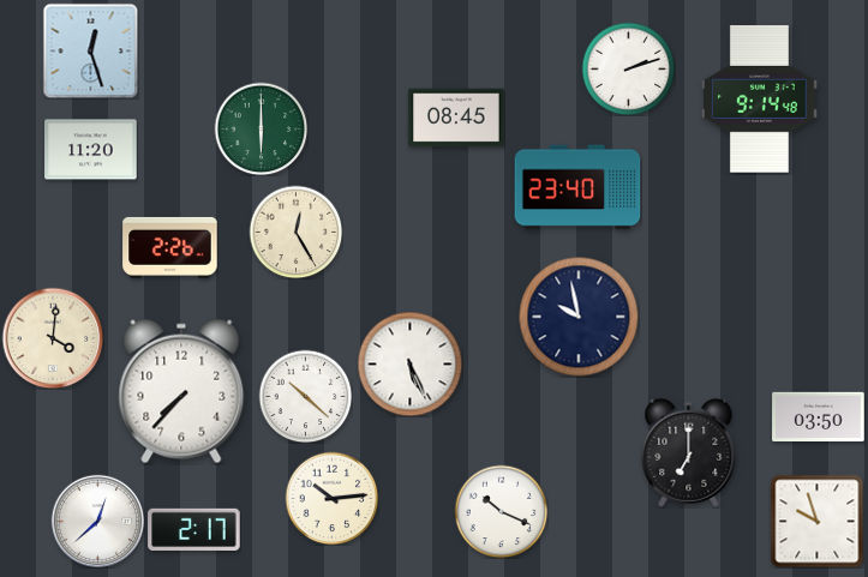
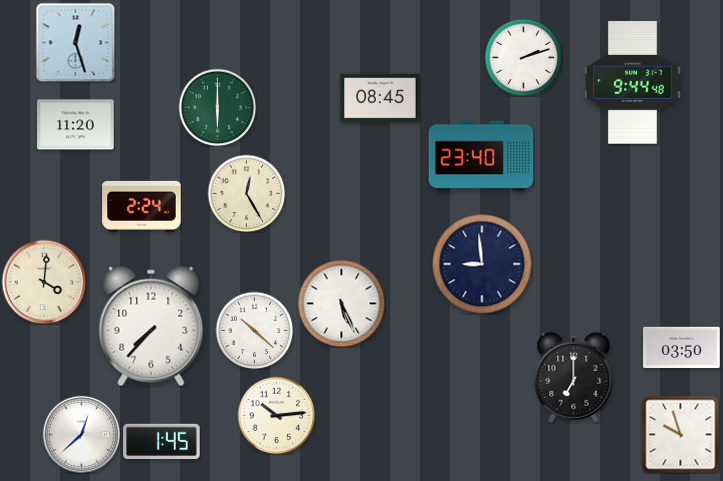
clock at (759, 100): 9:14 -> 9:44
clock at (170, 247): 2:26 -> 2:24
clock at (579, 317): 9:58 -> 8:59
clock at (501, 511): 10:19 -> none
clock at (194, 529): 2:17 -> 1:45
